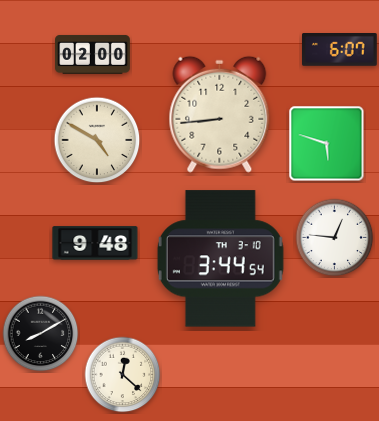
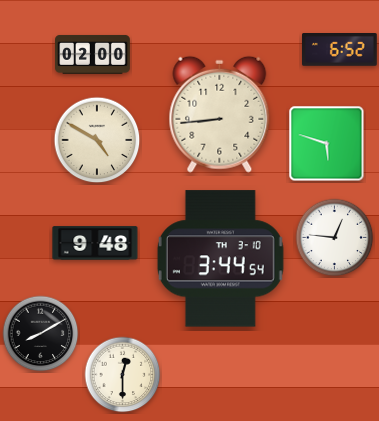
clock at (340, 50): 6:07 -> 6:52
clock at (123, 375): 12:22 -> 12:30
